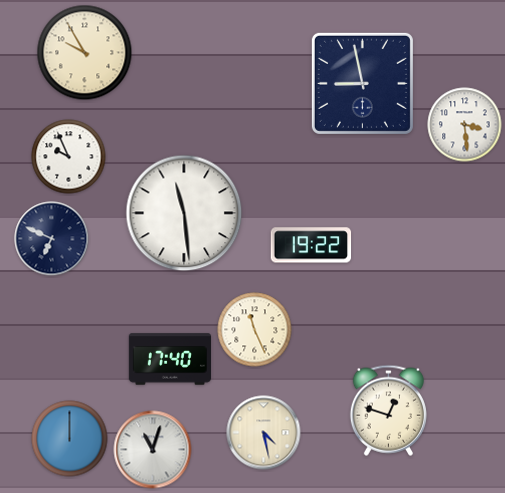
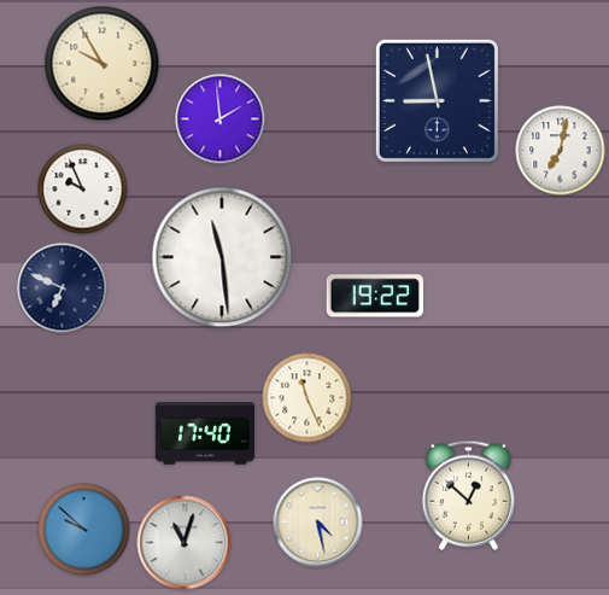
clock at (221, 119): none -> 1:59
clock at (465, 125): 3:29 -> 7:02
clock at (388, 410): 12:48 -> 12:52
clock at (70, 439): 12:00 -> 9:52
